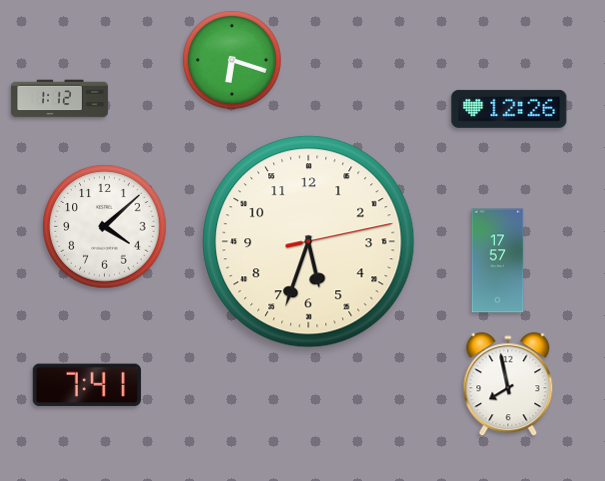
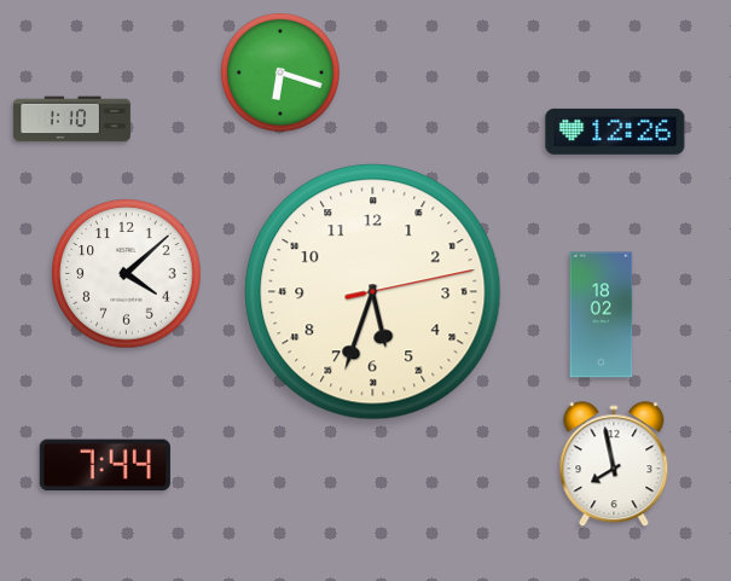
clock at (59, 99): 1:12 -> 1:10
clock at (498, 261): 17:57 -> 18:02
clock at (87, 385): 7:41 -> 7:44
